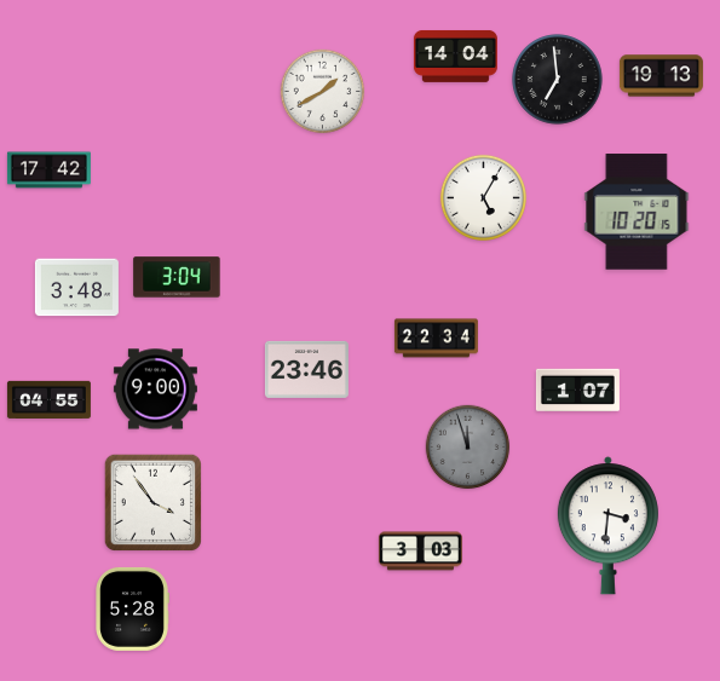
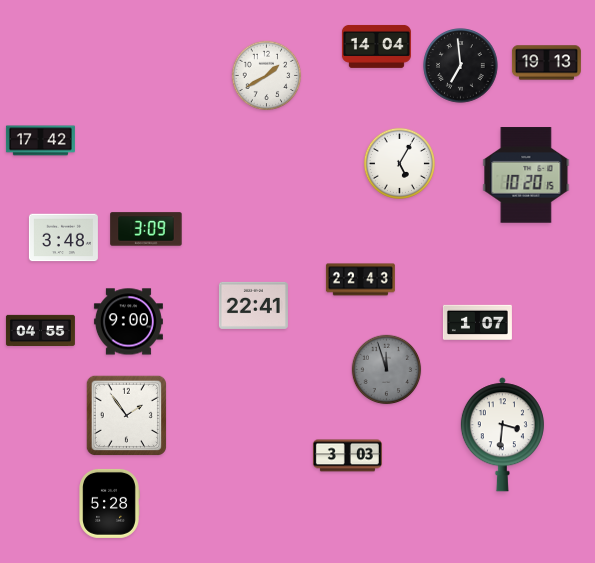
clock at (177, 277): 3:04 -> 3:09
clock at (436, 339): 22:34 -> 22:43
clock at (306, 369): 23:46 -> 22:41
clock at (152, 502): 3:54 -> 1:54
